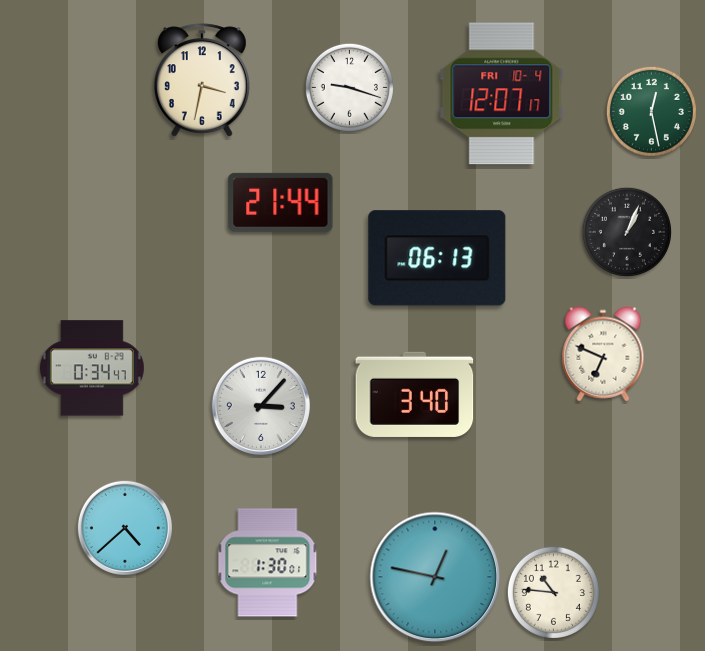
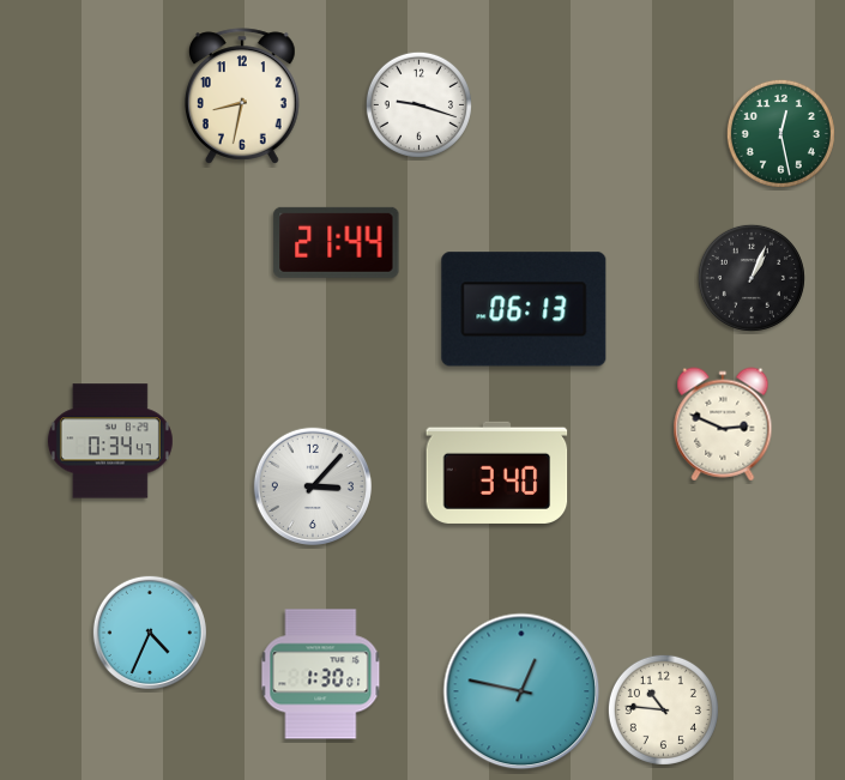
clock at (202, 80): 3:32 -> 8:32
clock at (502, 94): 12:07 -> none
clock at (603, 354): 6:49 -> 2:49
clock at (125, 528): 4:38 -> 4:34
